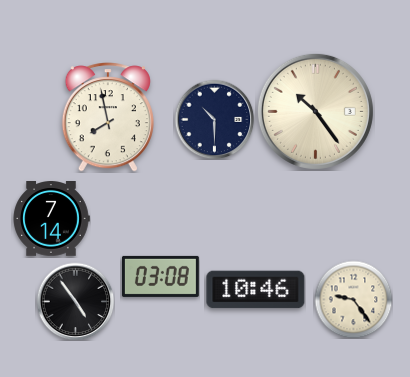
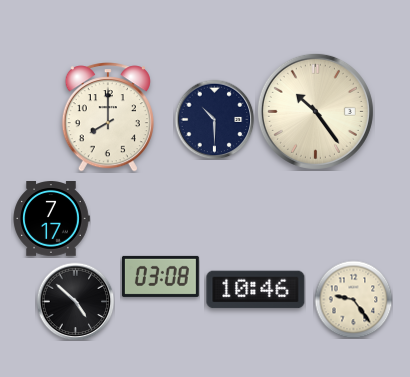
clock at (108, 117): 7:58 -> 8:00
clock at (51, 219): 7:14 -> 7:17
clock at (75, 301): 4:54 -> 4:52
